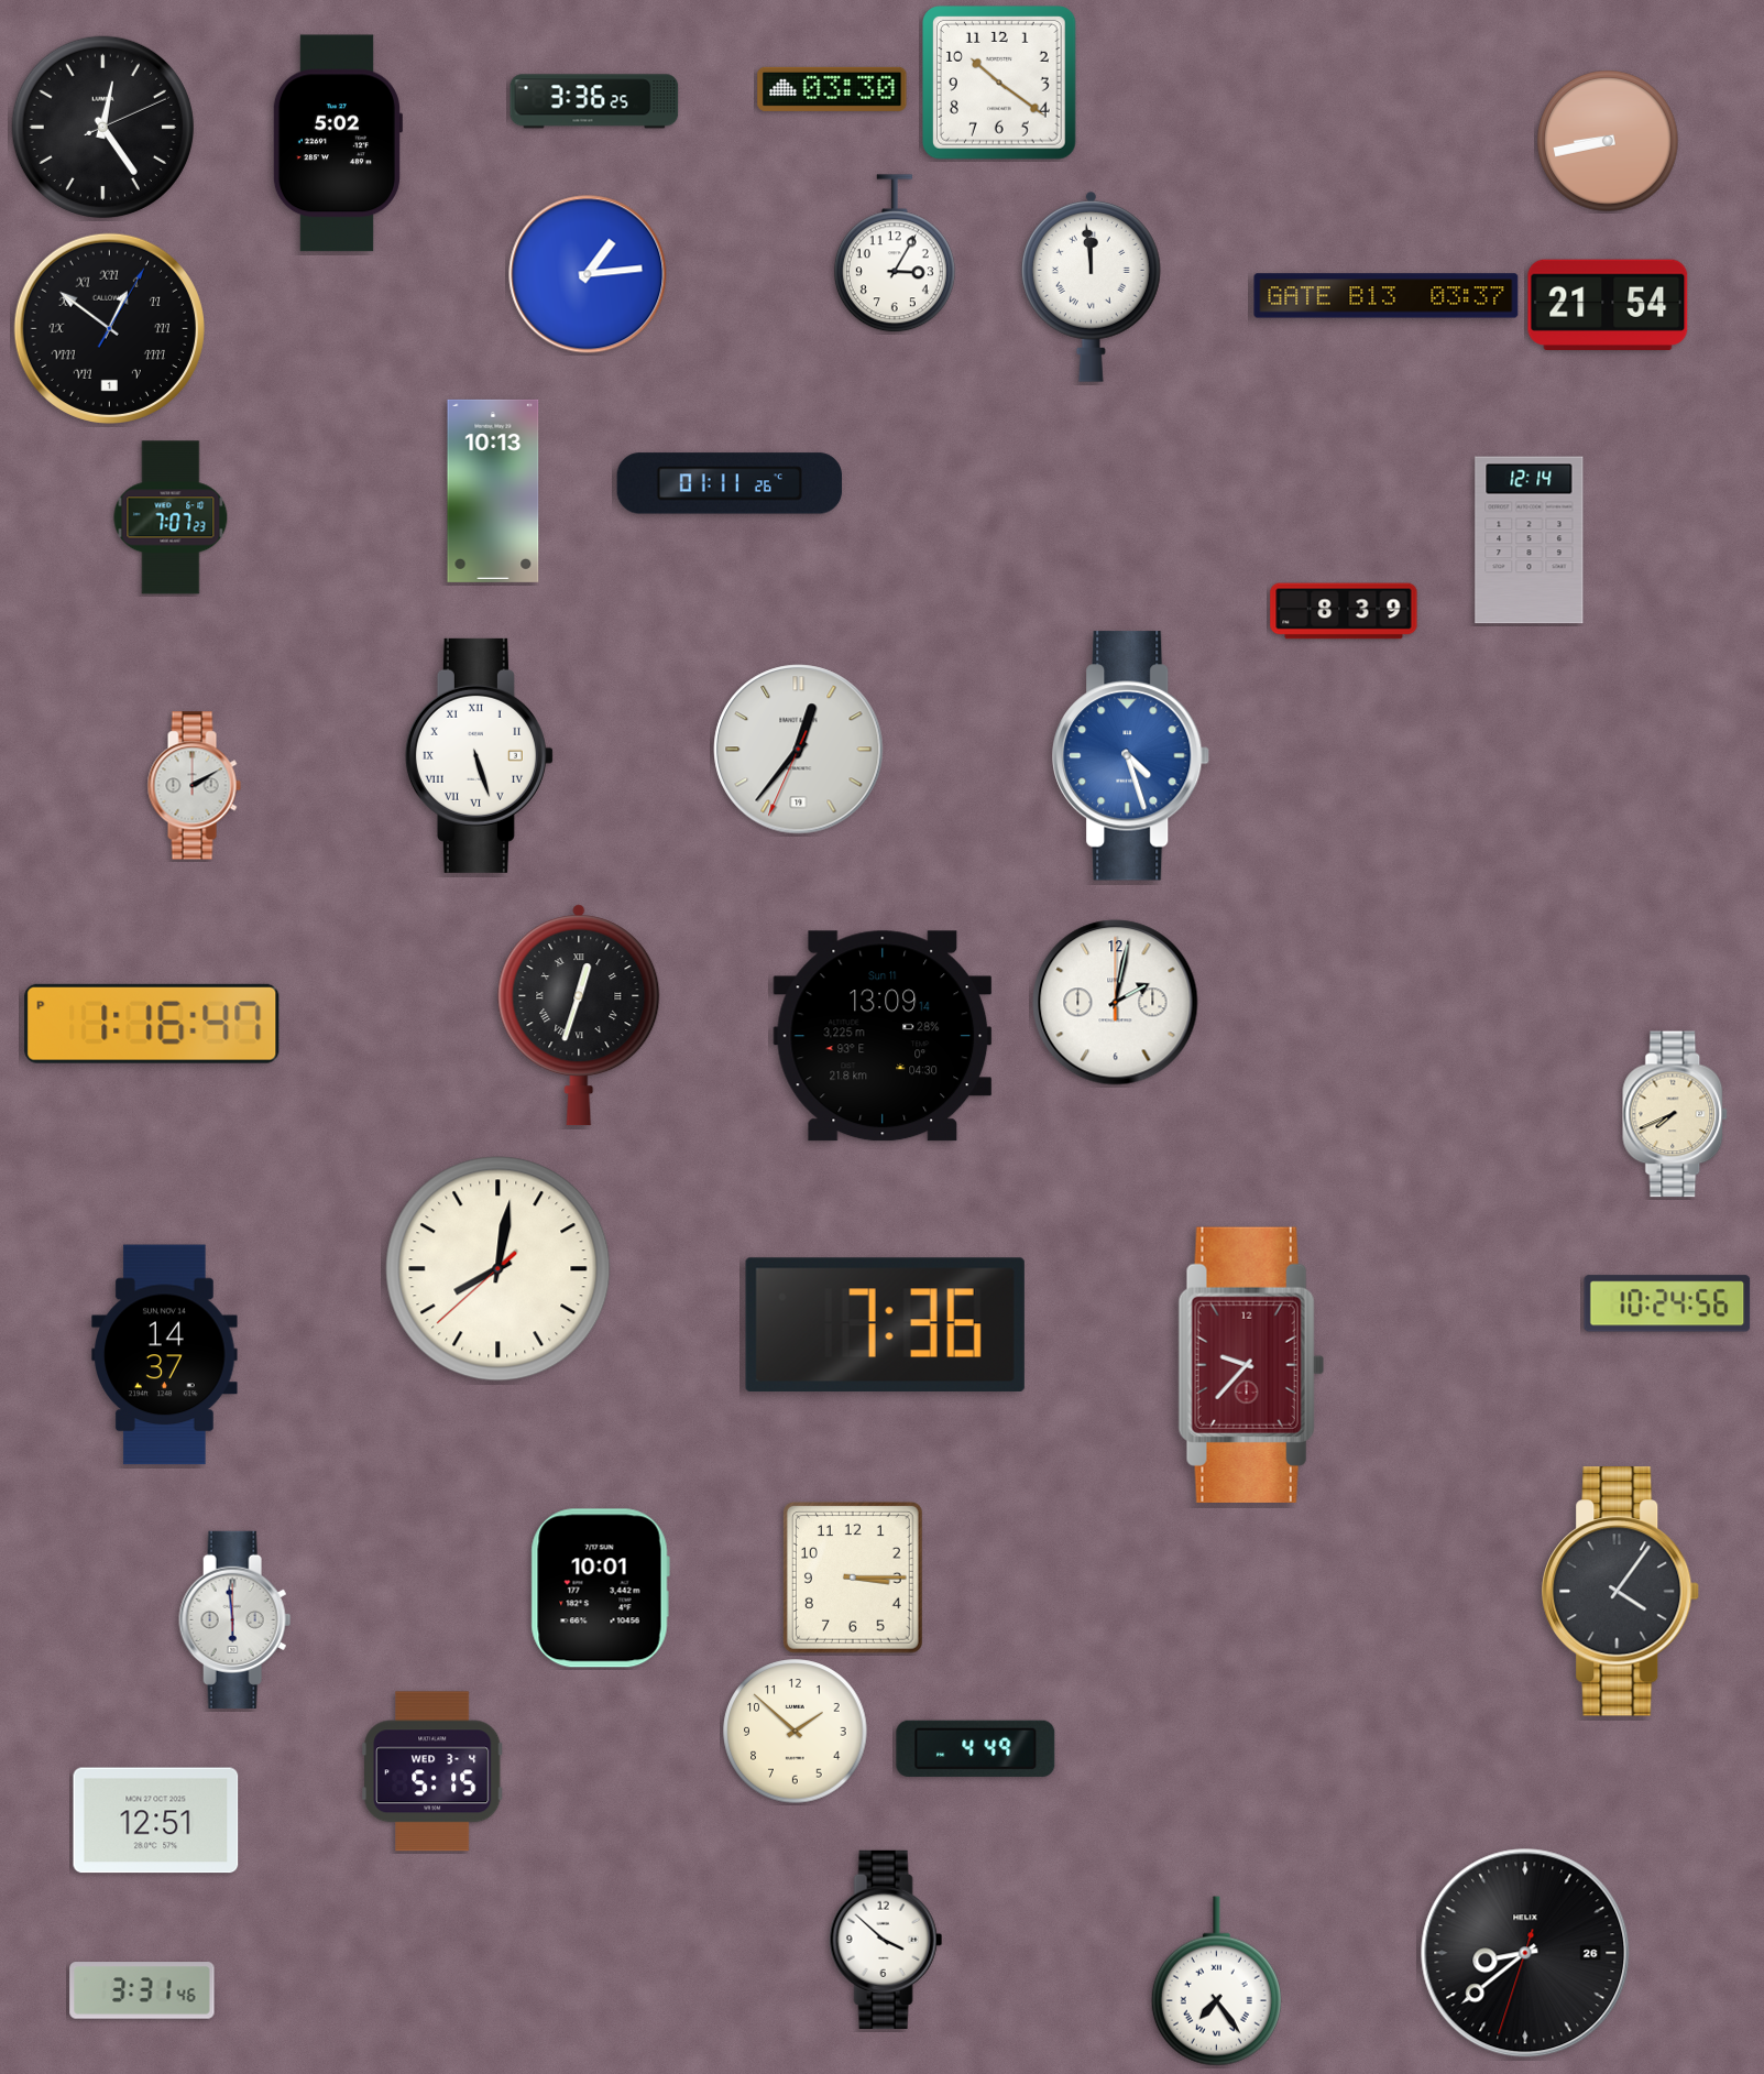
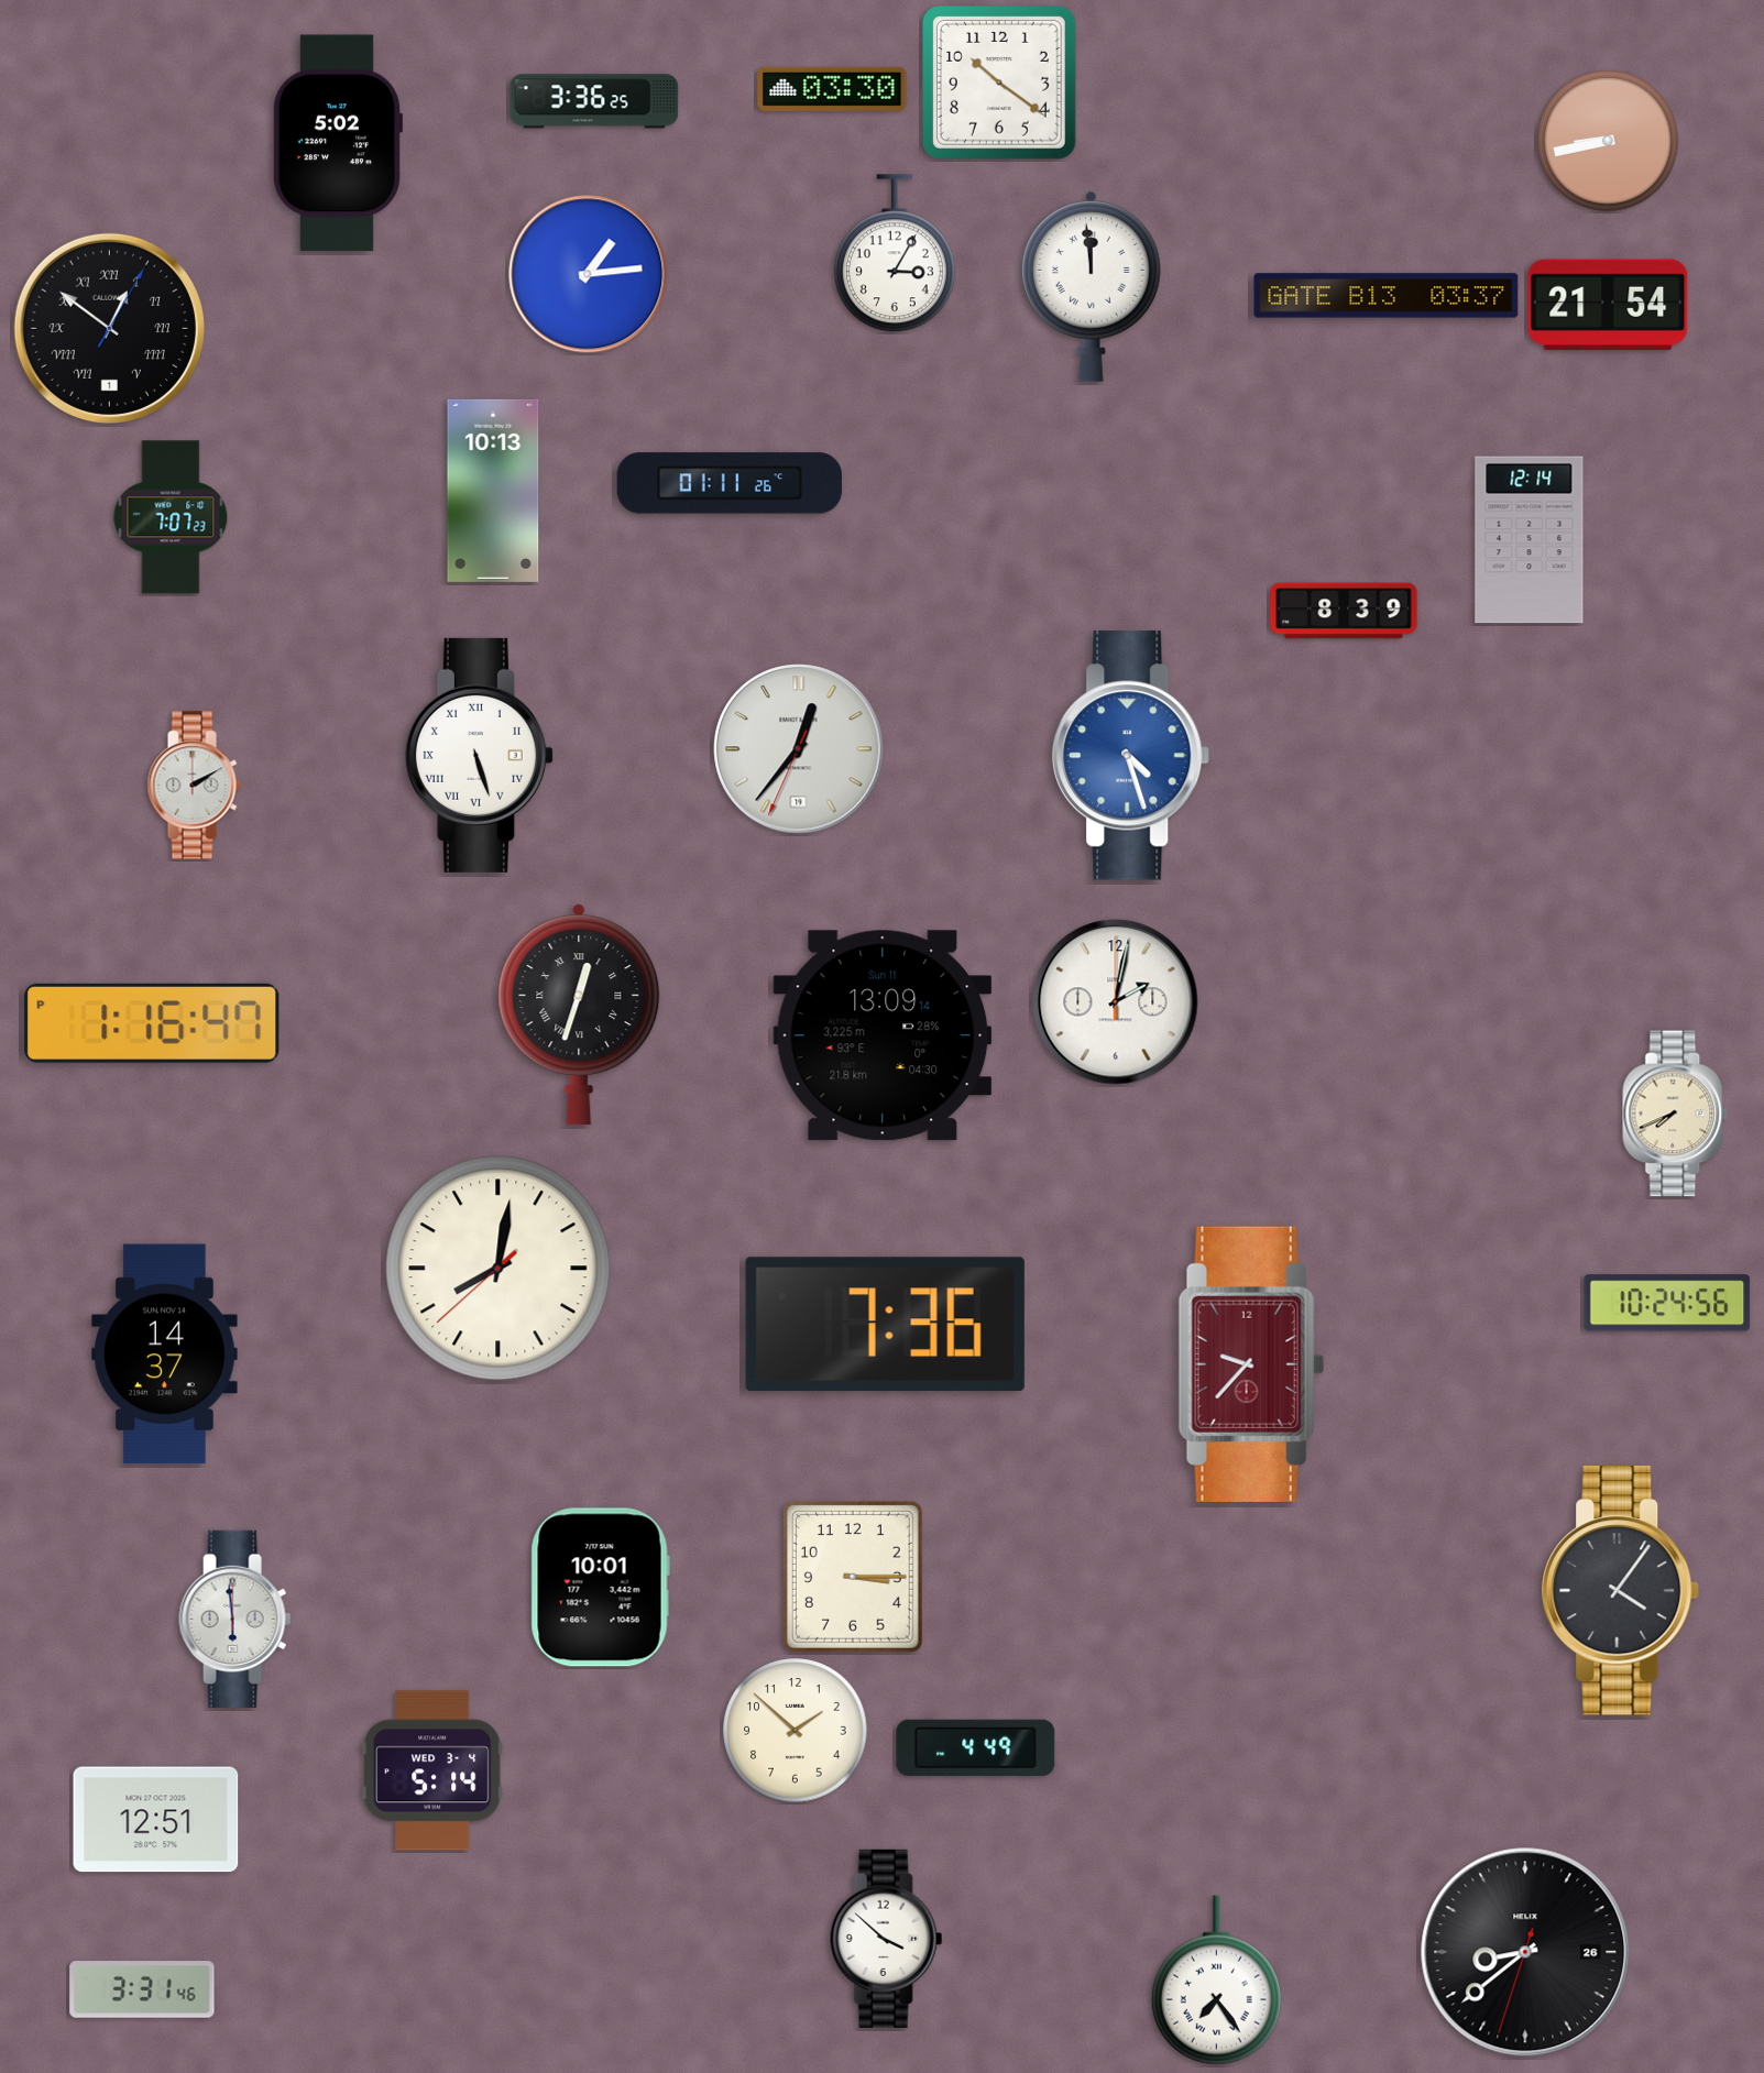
clock at (102, 127): 12:24 -> none
clock at (432, 1771): 5:15 -> 5:14
